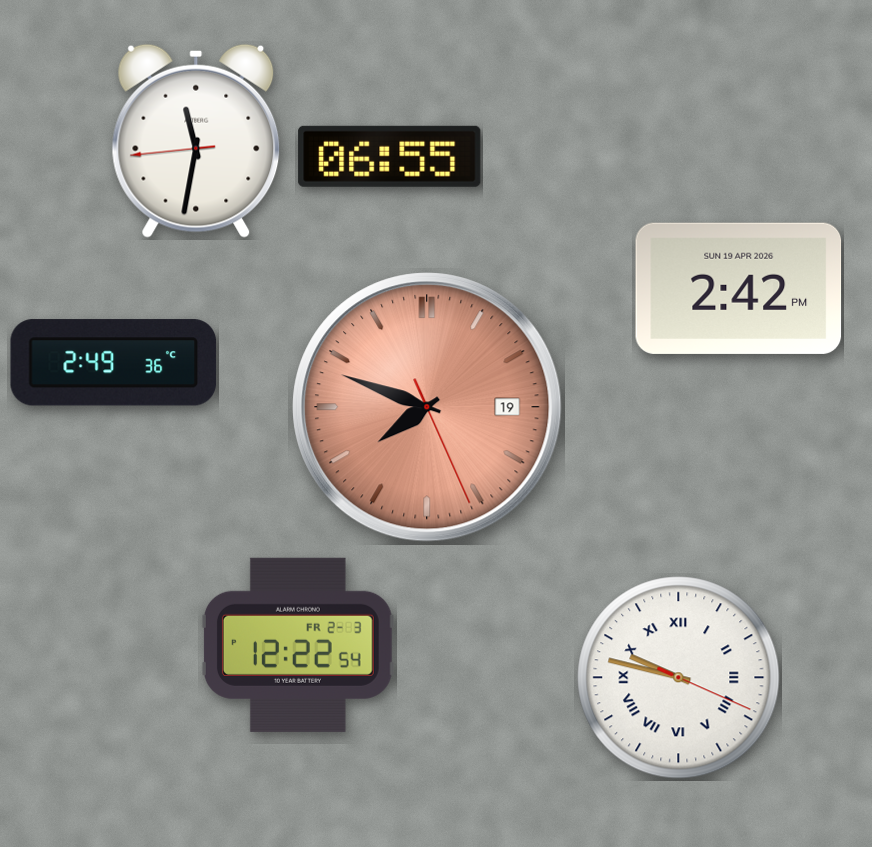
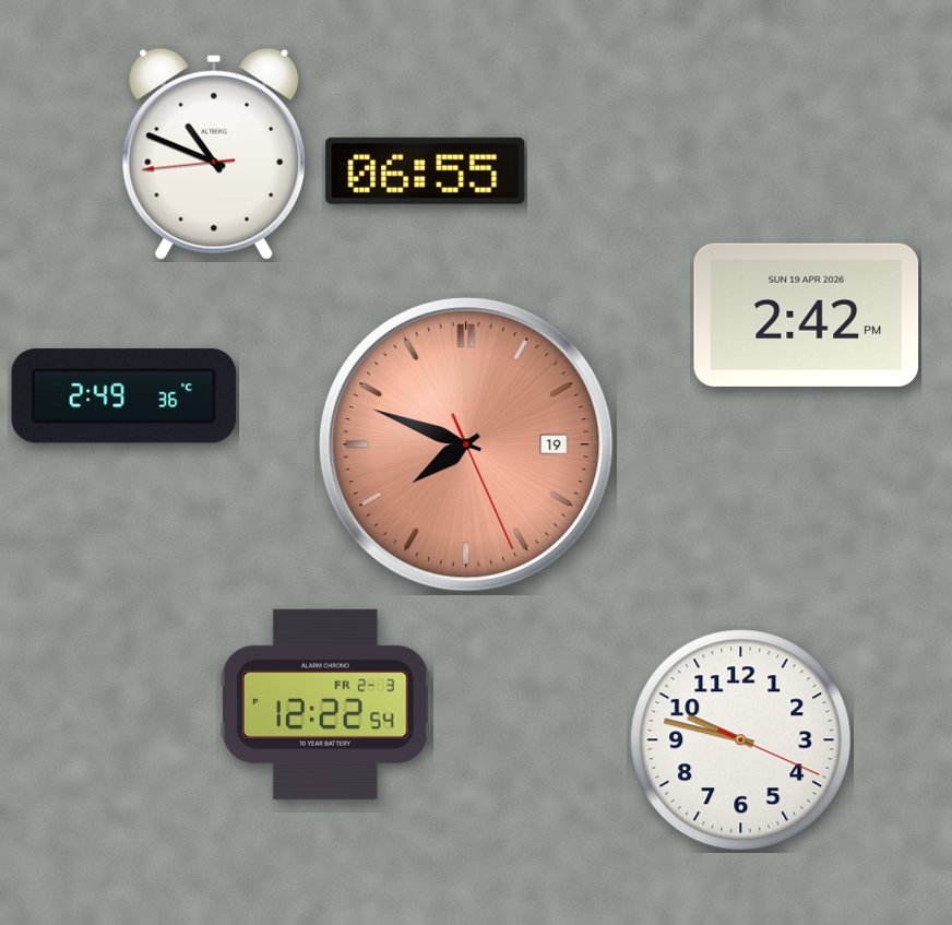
clock at (196, 141): 11:31 -> 10:48
clock at (679, 678) numerals: Roman -> Arabic
